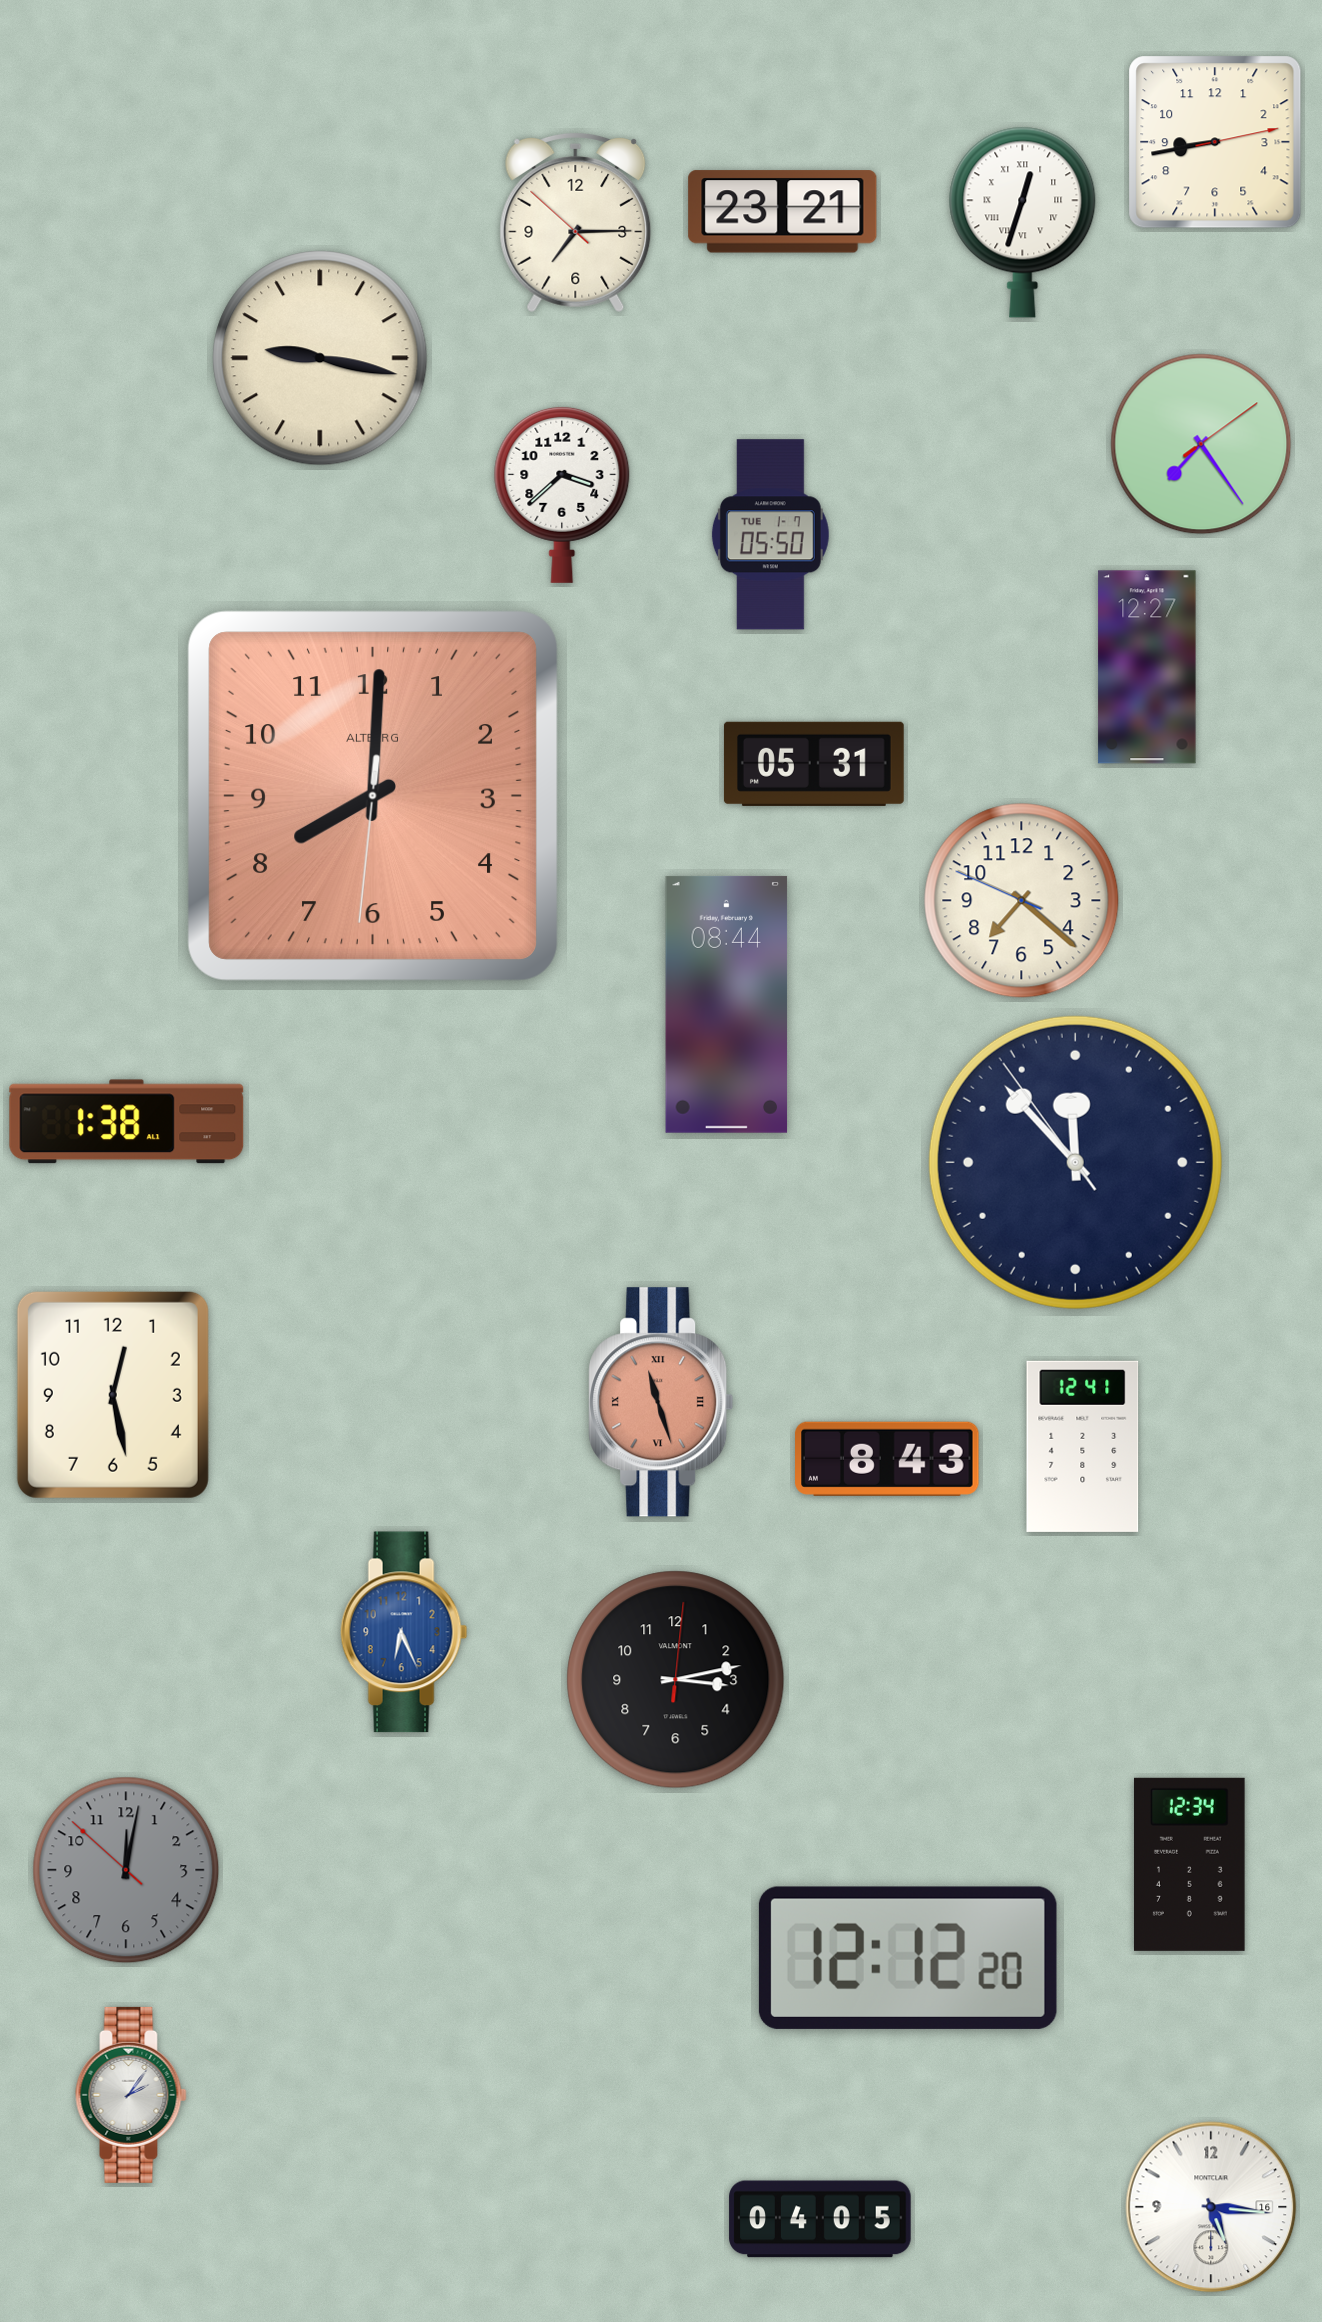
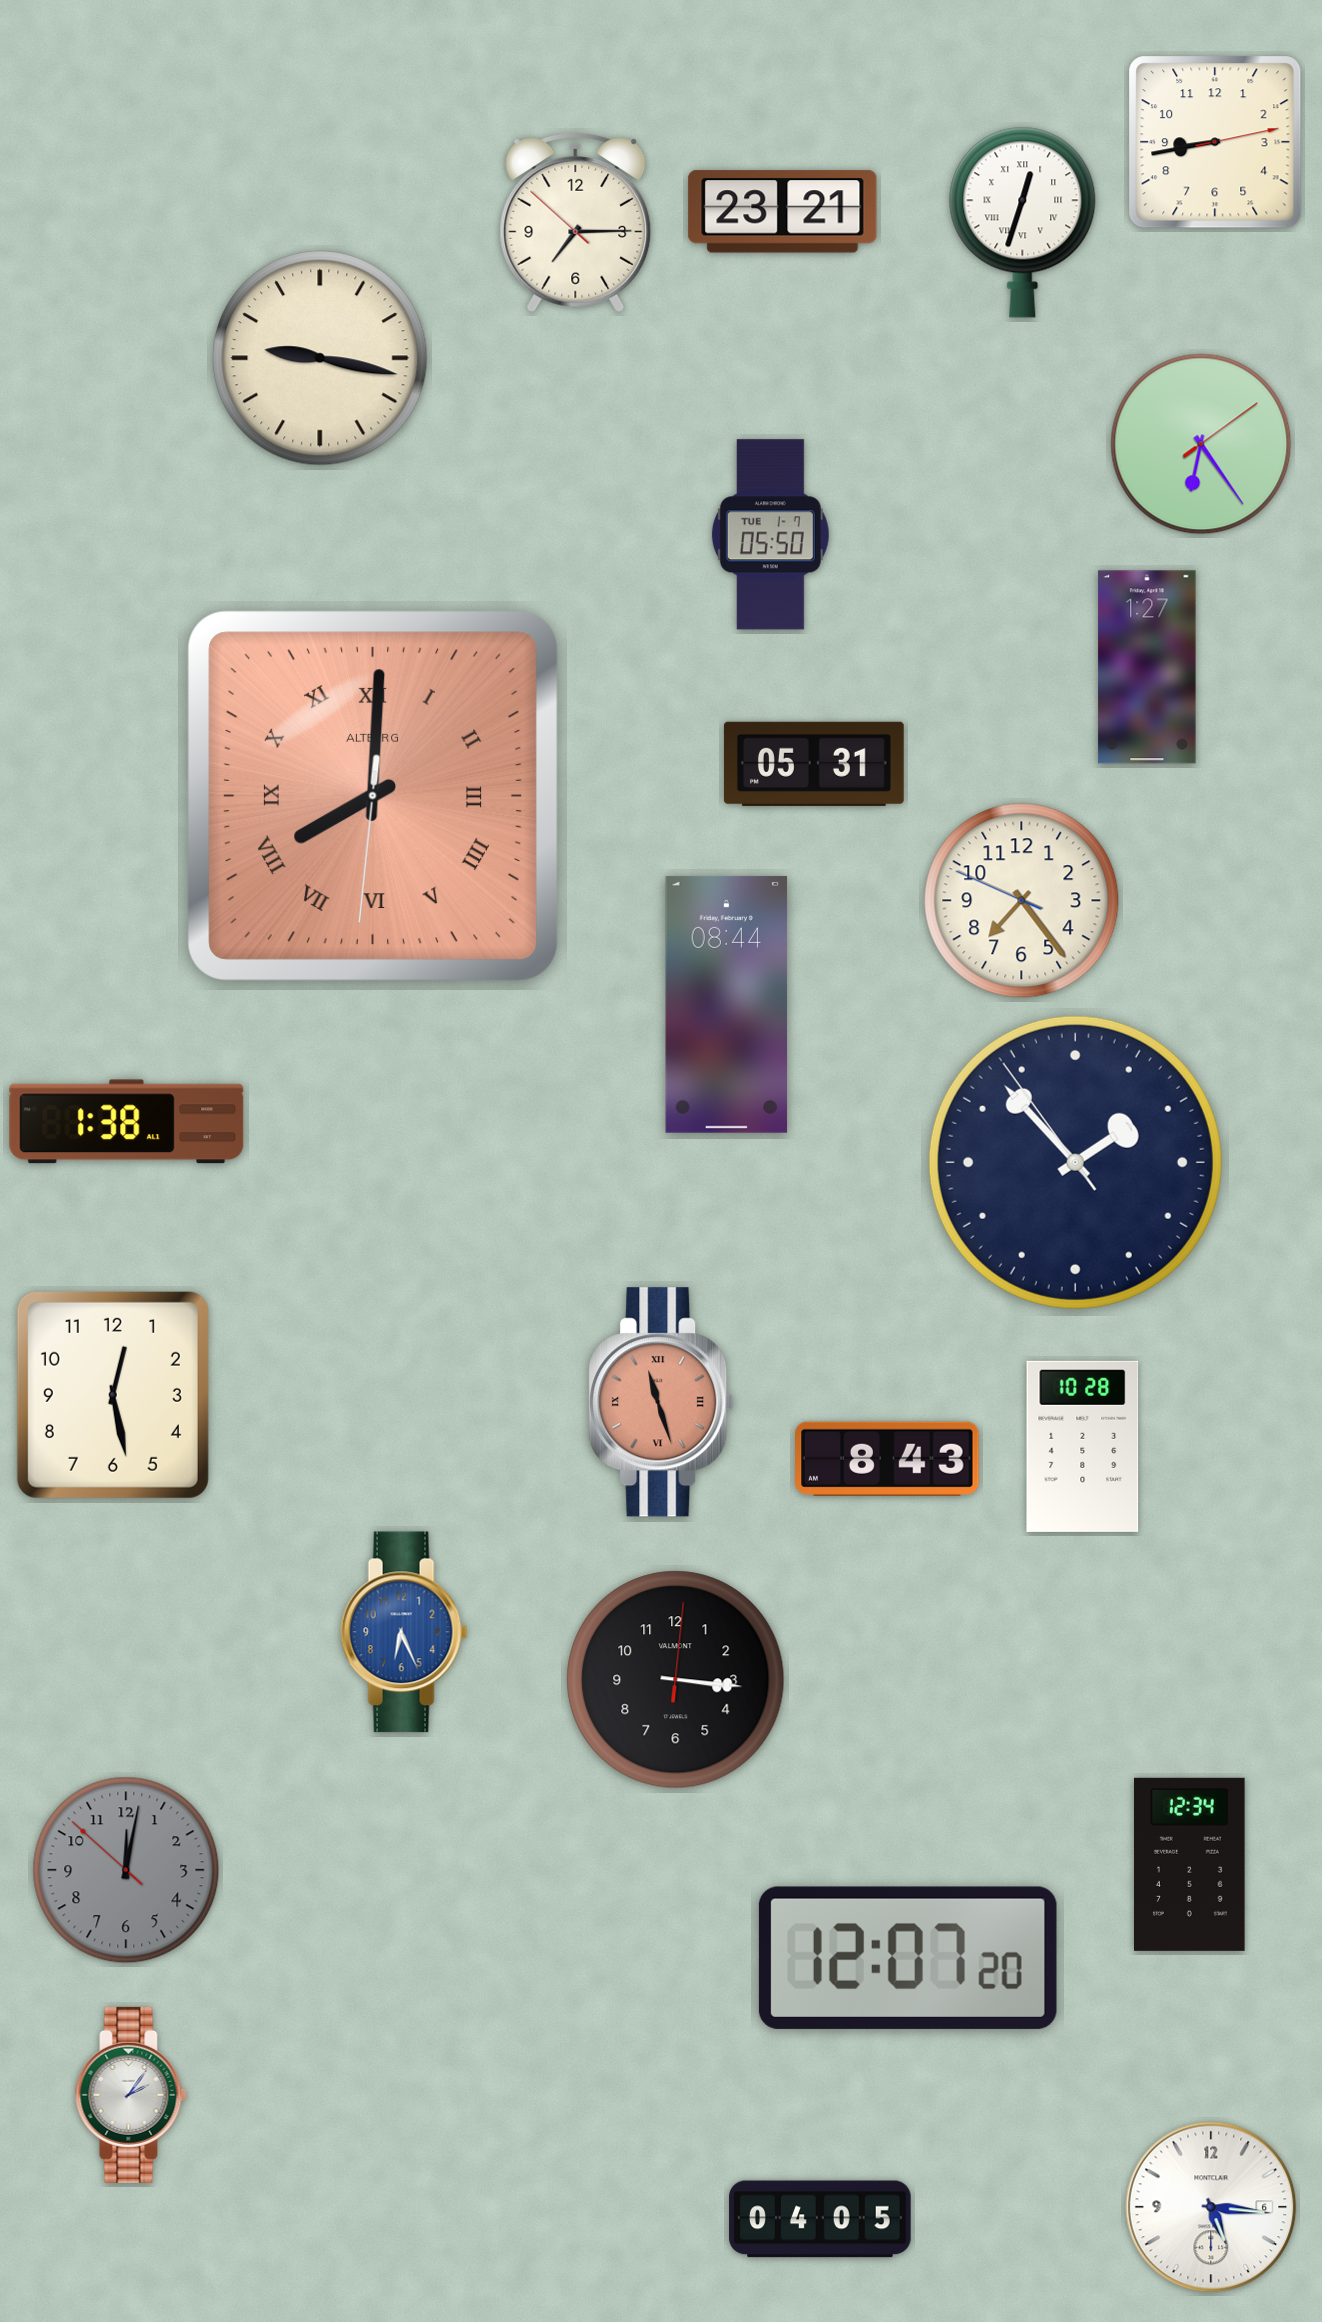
clock at (1201, 444): 7:24 -> 6:24
clock at (562, 494): 3:38 -> none
clock at (1147, 667): 12:27 -> 1:27
clock at (372, 795) numerals: Arabic -> Roman
clock at (1022, 901): 7:21 -> 7:23
clock at (1075, 1162): 11:52 -> 1:52
clock at (1083, 1446): 12:41 -> 10:28
clock at (676, 1680): 3:13 -> 3:16
clock at (908, 1958): 12:12 -> 12:07
clock at (1211, 2207) date: 16 -> 6
